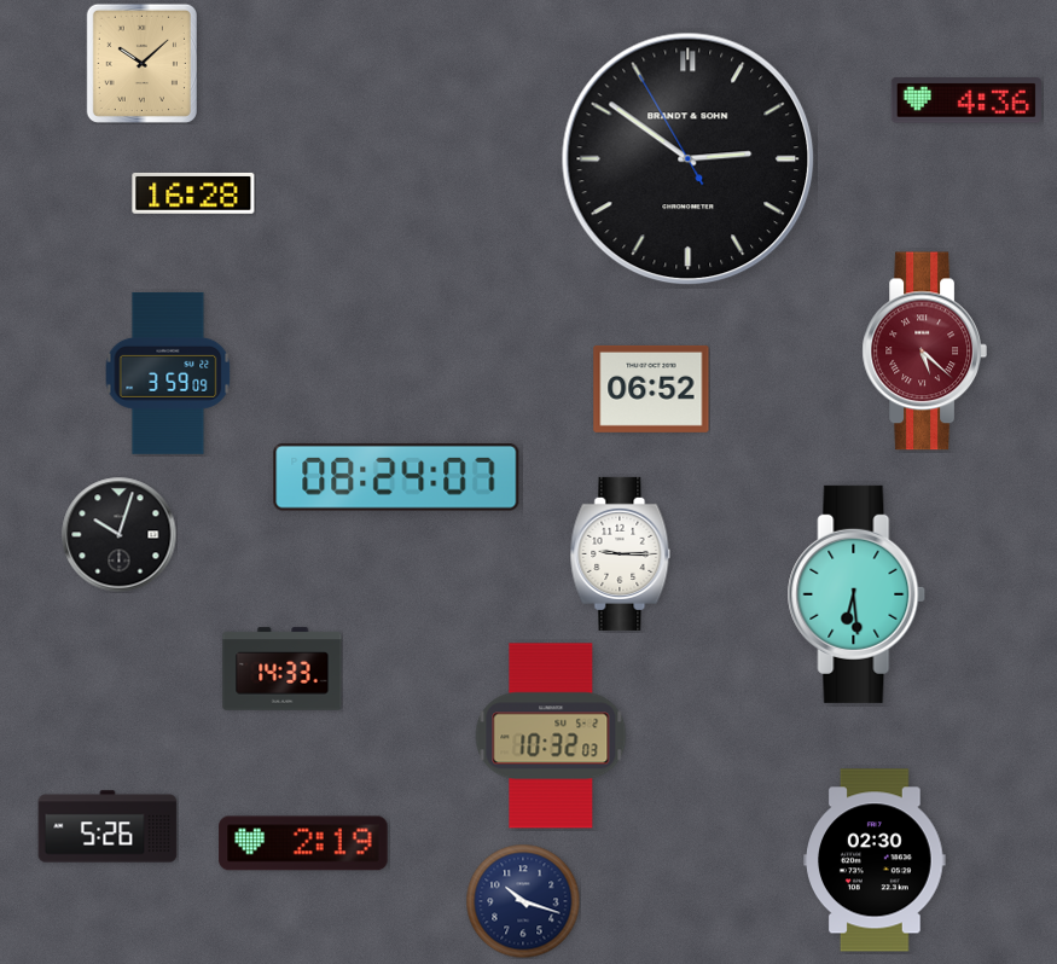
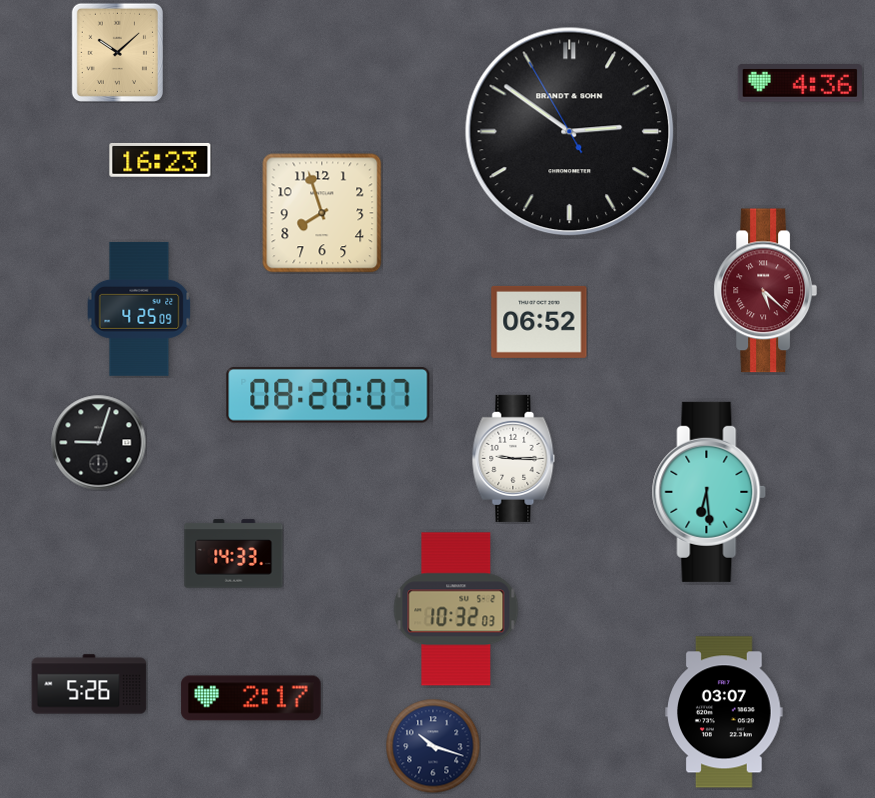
clock at (193, 193): 16:28 -> 16:23
clock at (322, 213): none -> 7:57
clock at (168, 373): 3:59 -> 4:25
clock at (396, 477): 08:24 -> 08:20
clock at (118, 534): 10:03 -> 9:03
clock at (303, 843): 2:19 -> 2:17
clock at (875, 860): 02:30 -> 03:07
